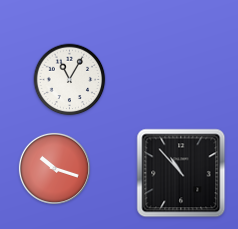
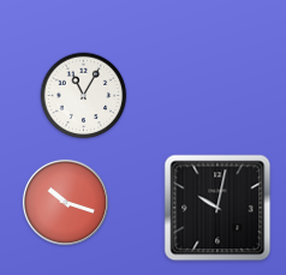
clock at (181, 173): 10:53 -> 10:02
